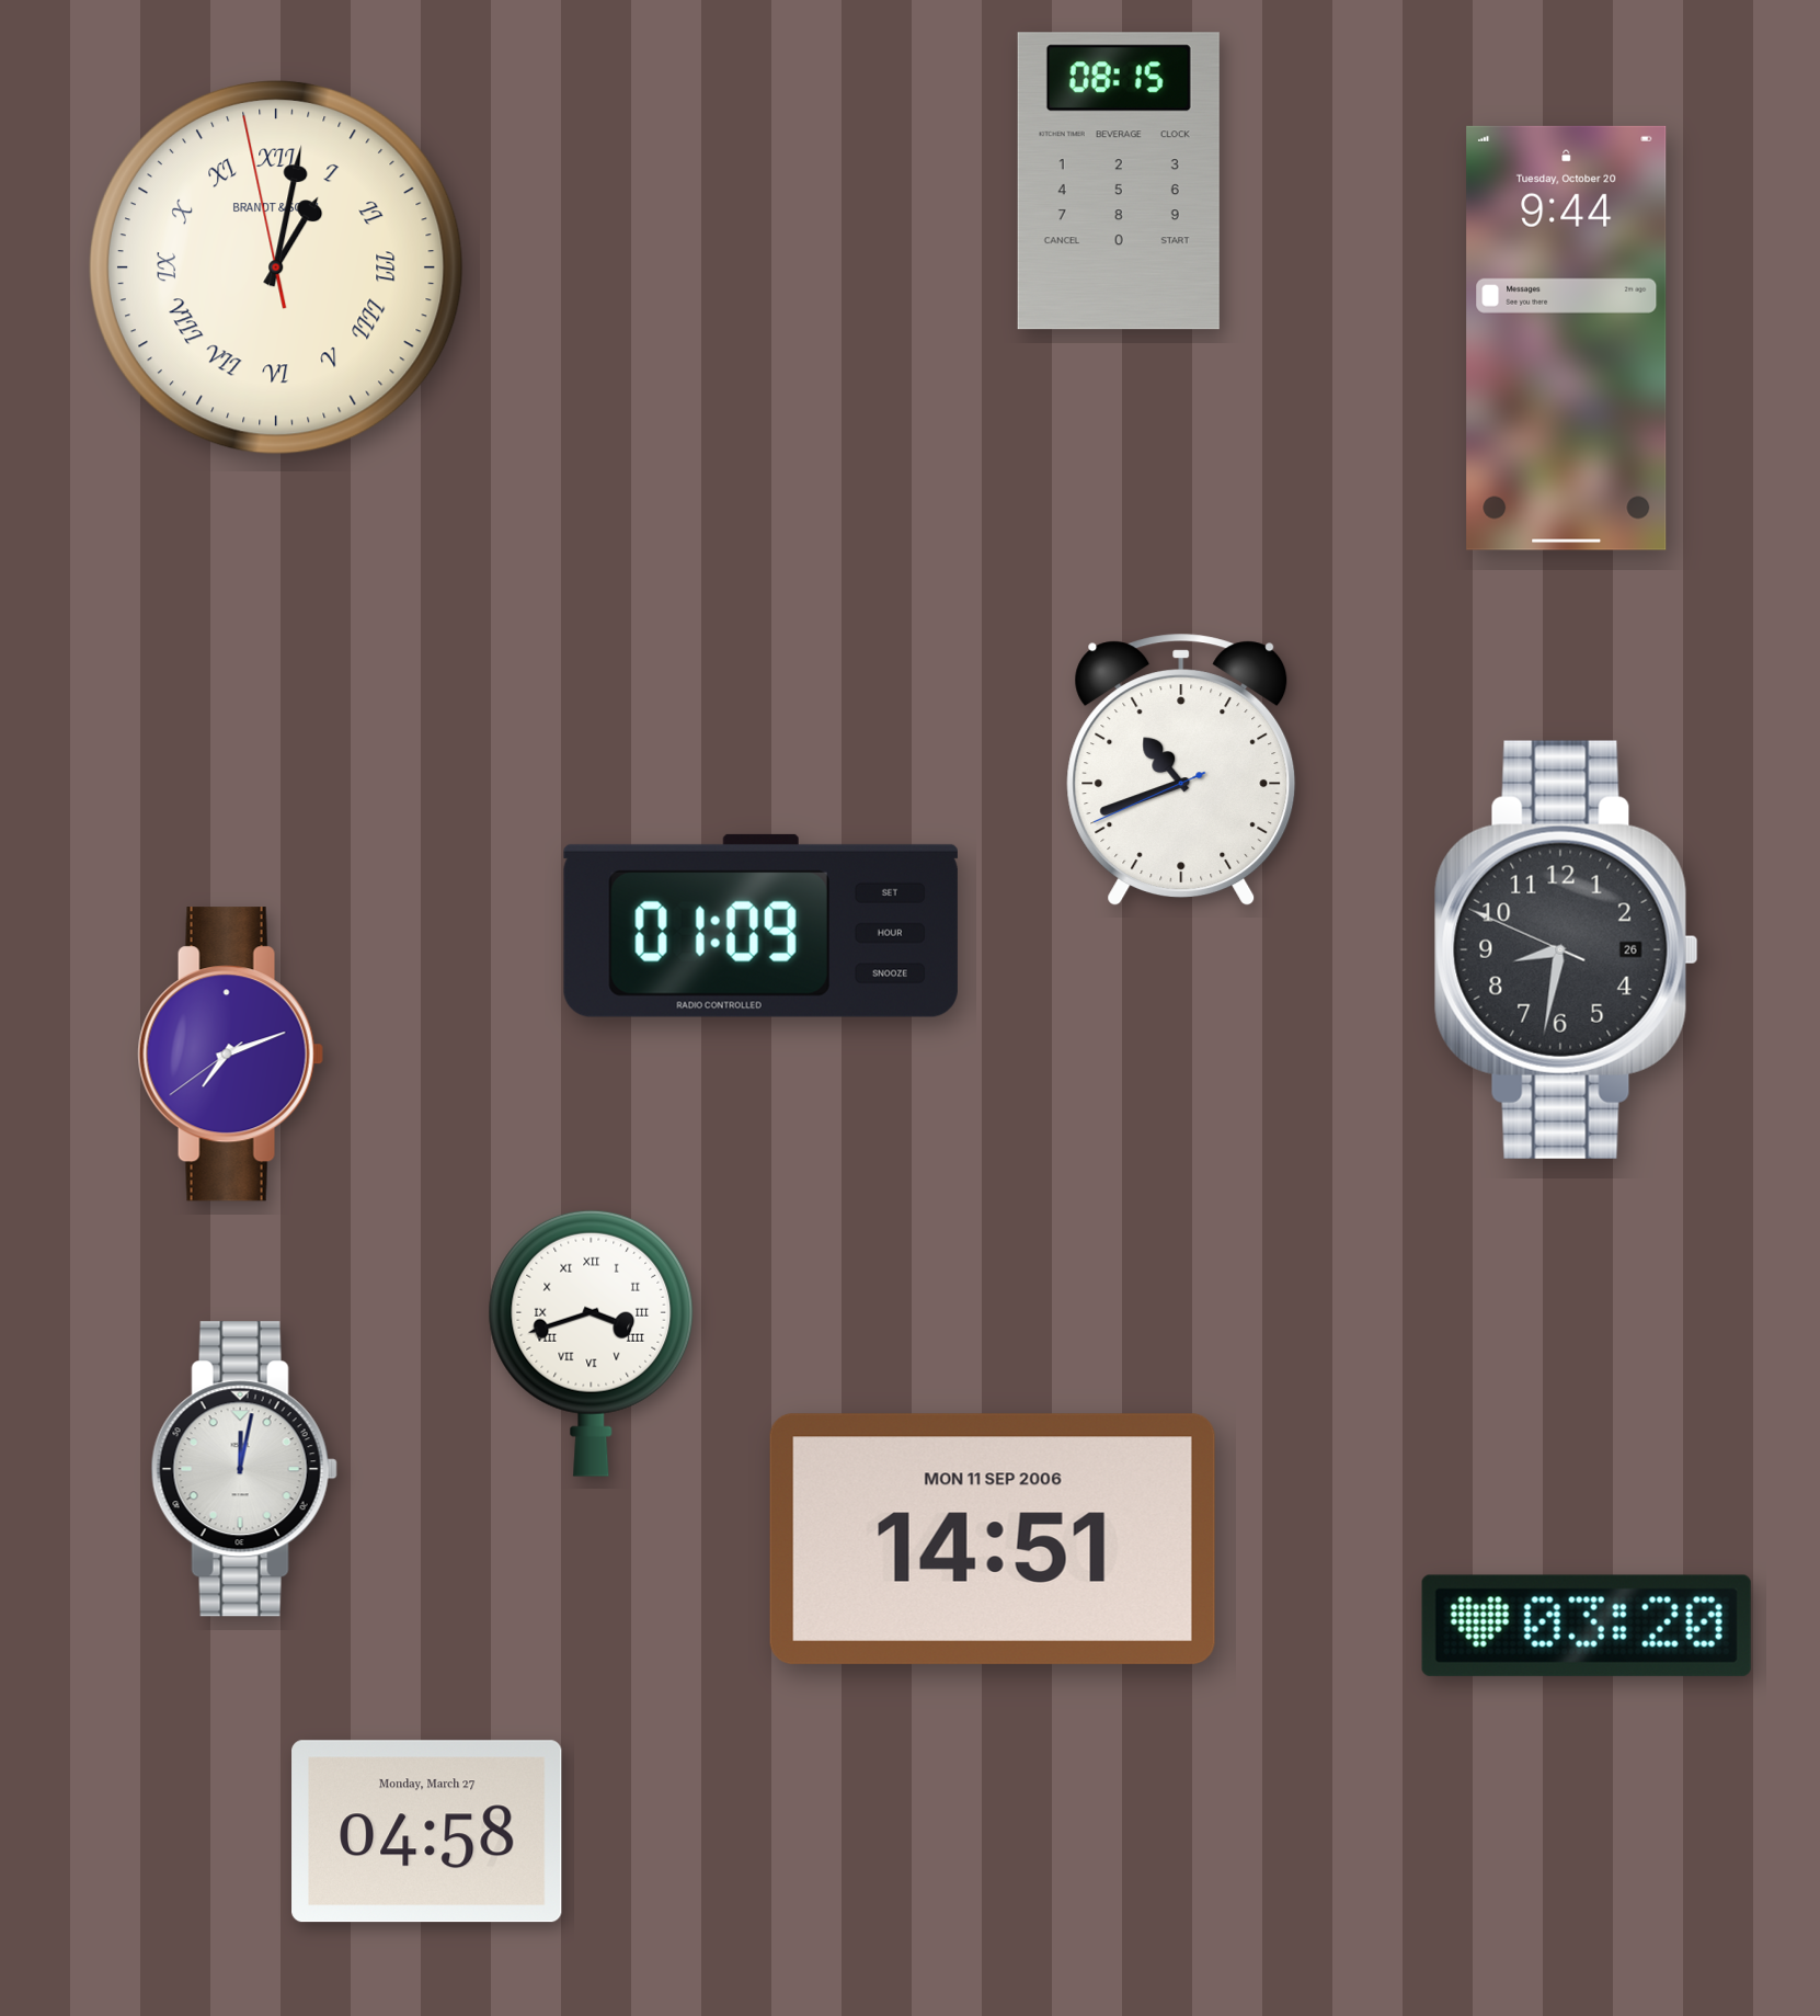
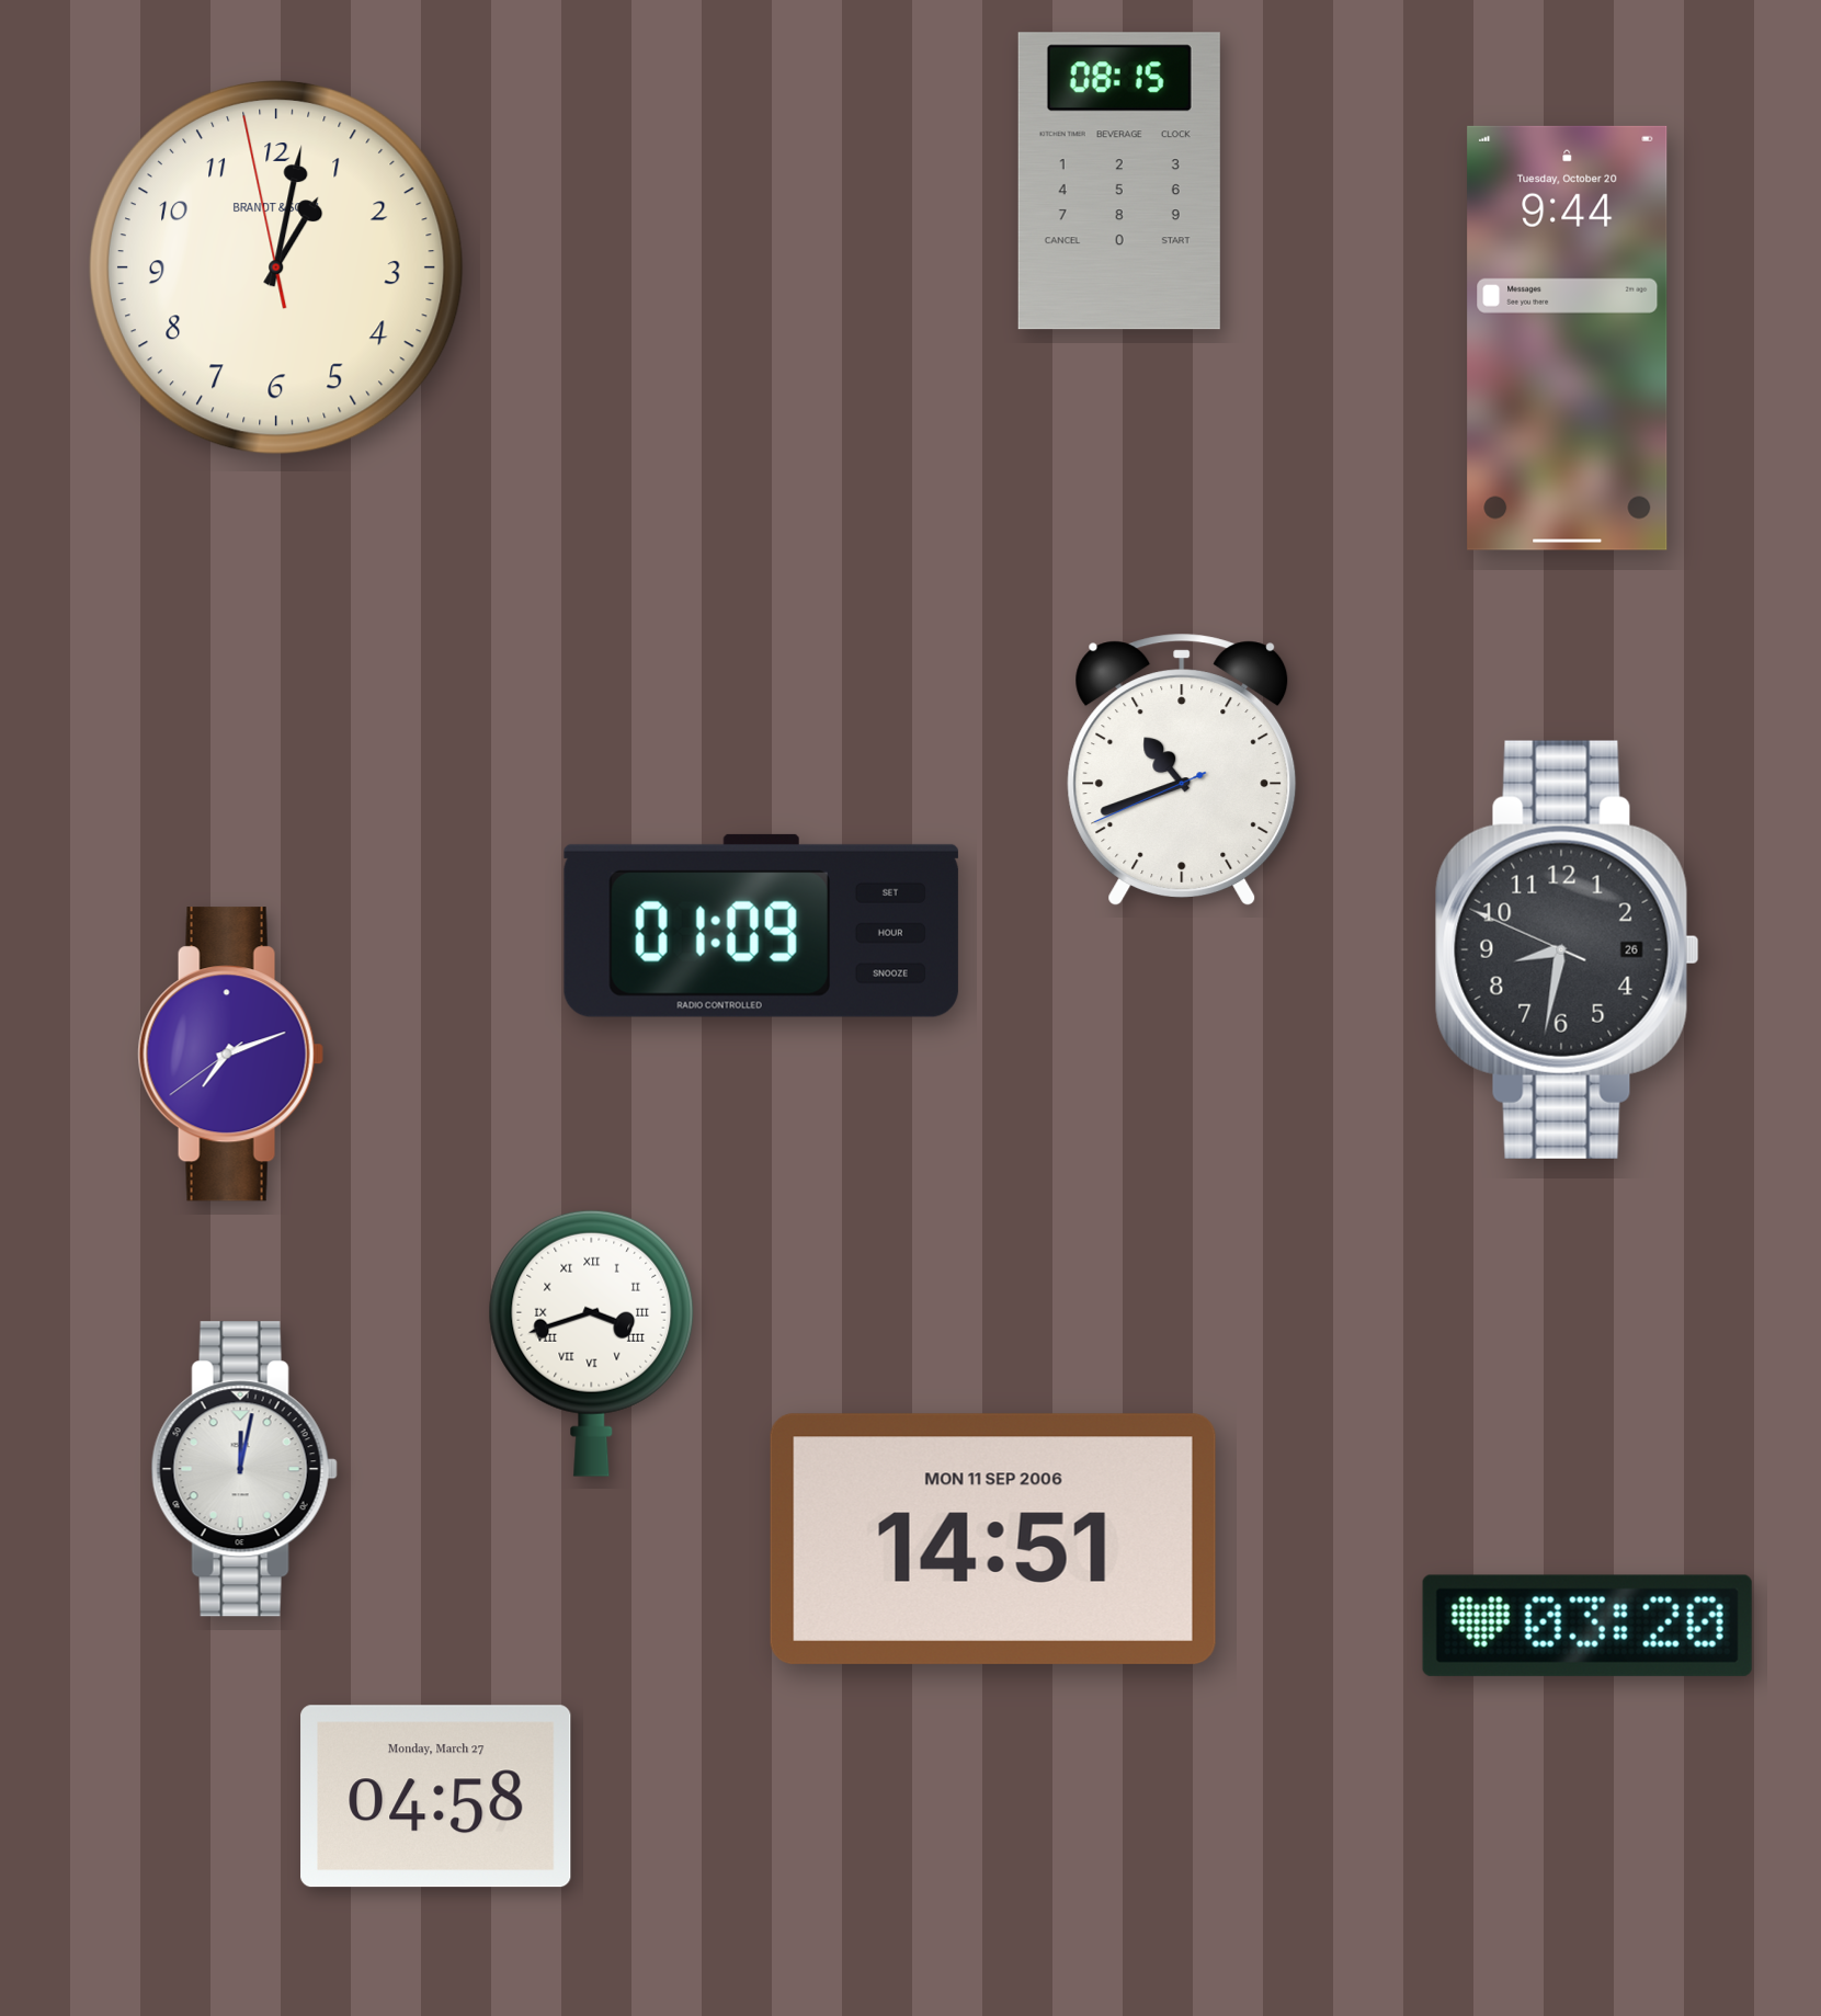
clock at (276, 267) numerals: Roman -> Arabic
clock at (427, 1832) position: (427, 1832) -> (436, 1797)
